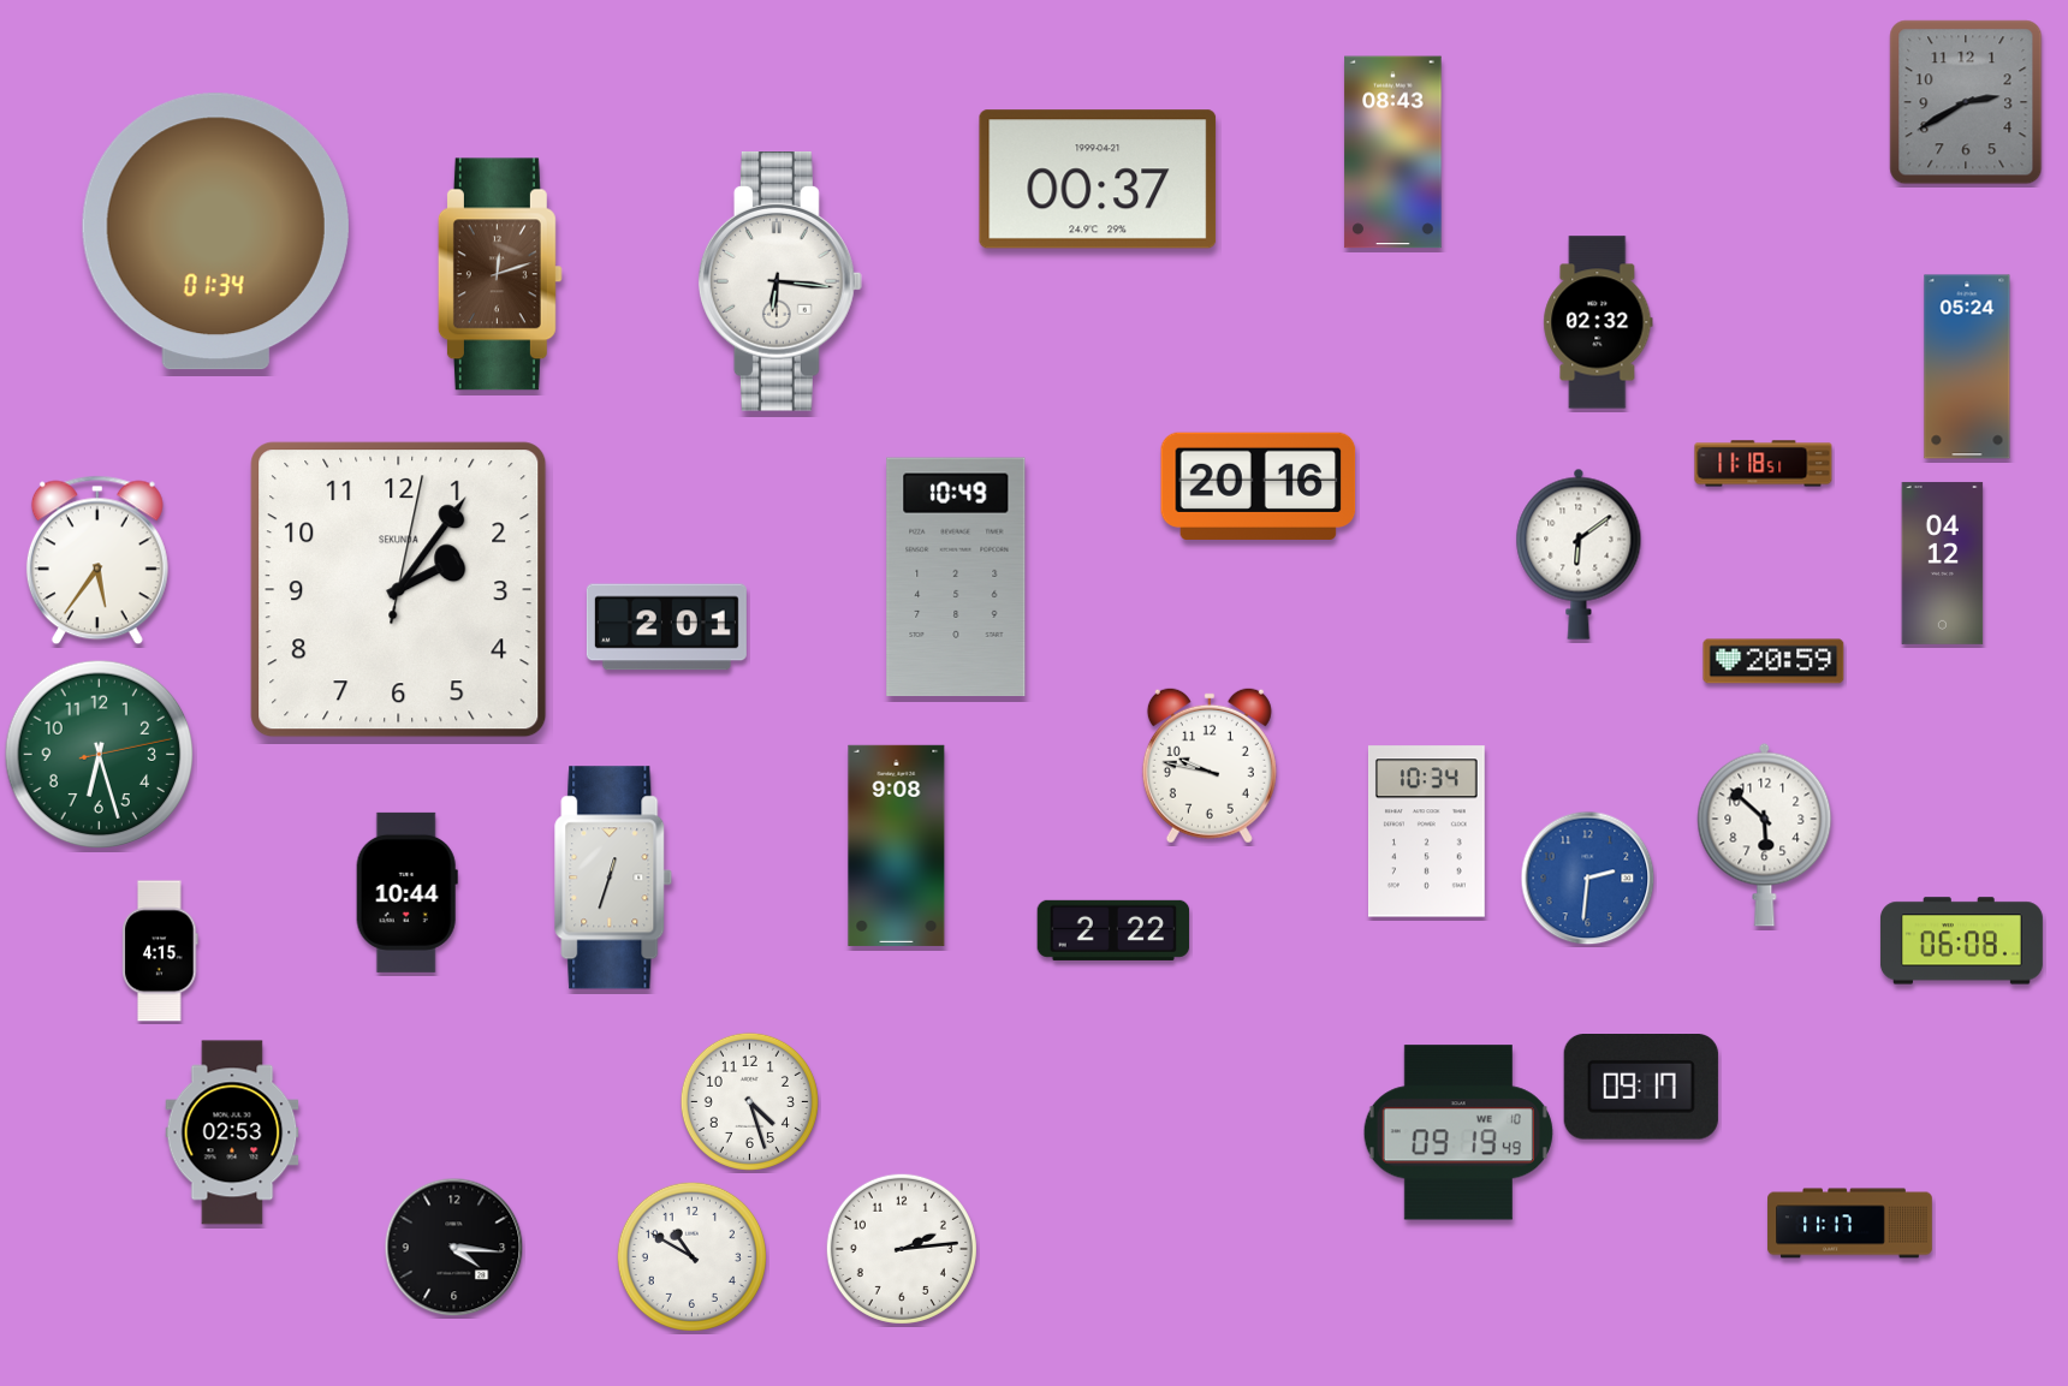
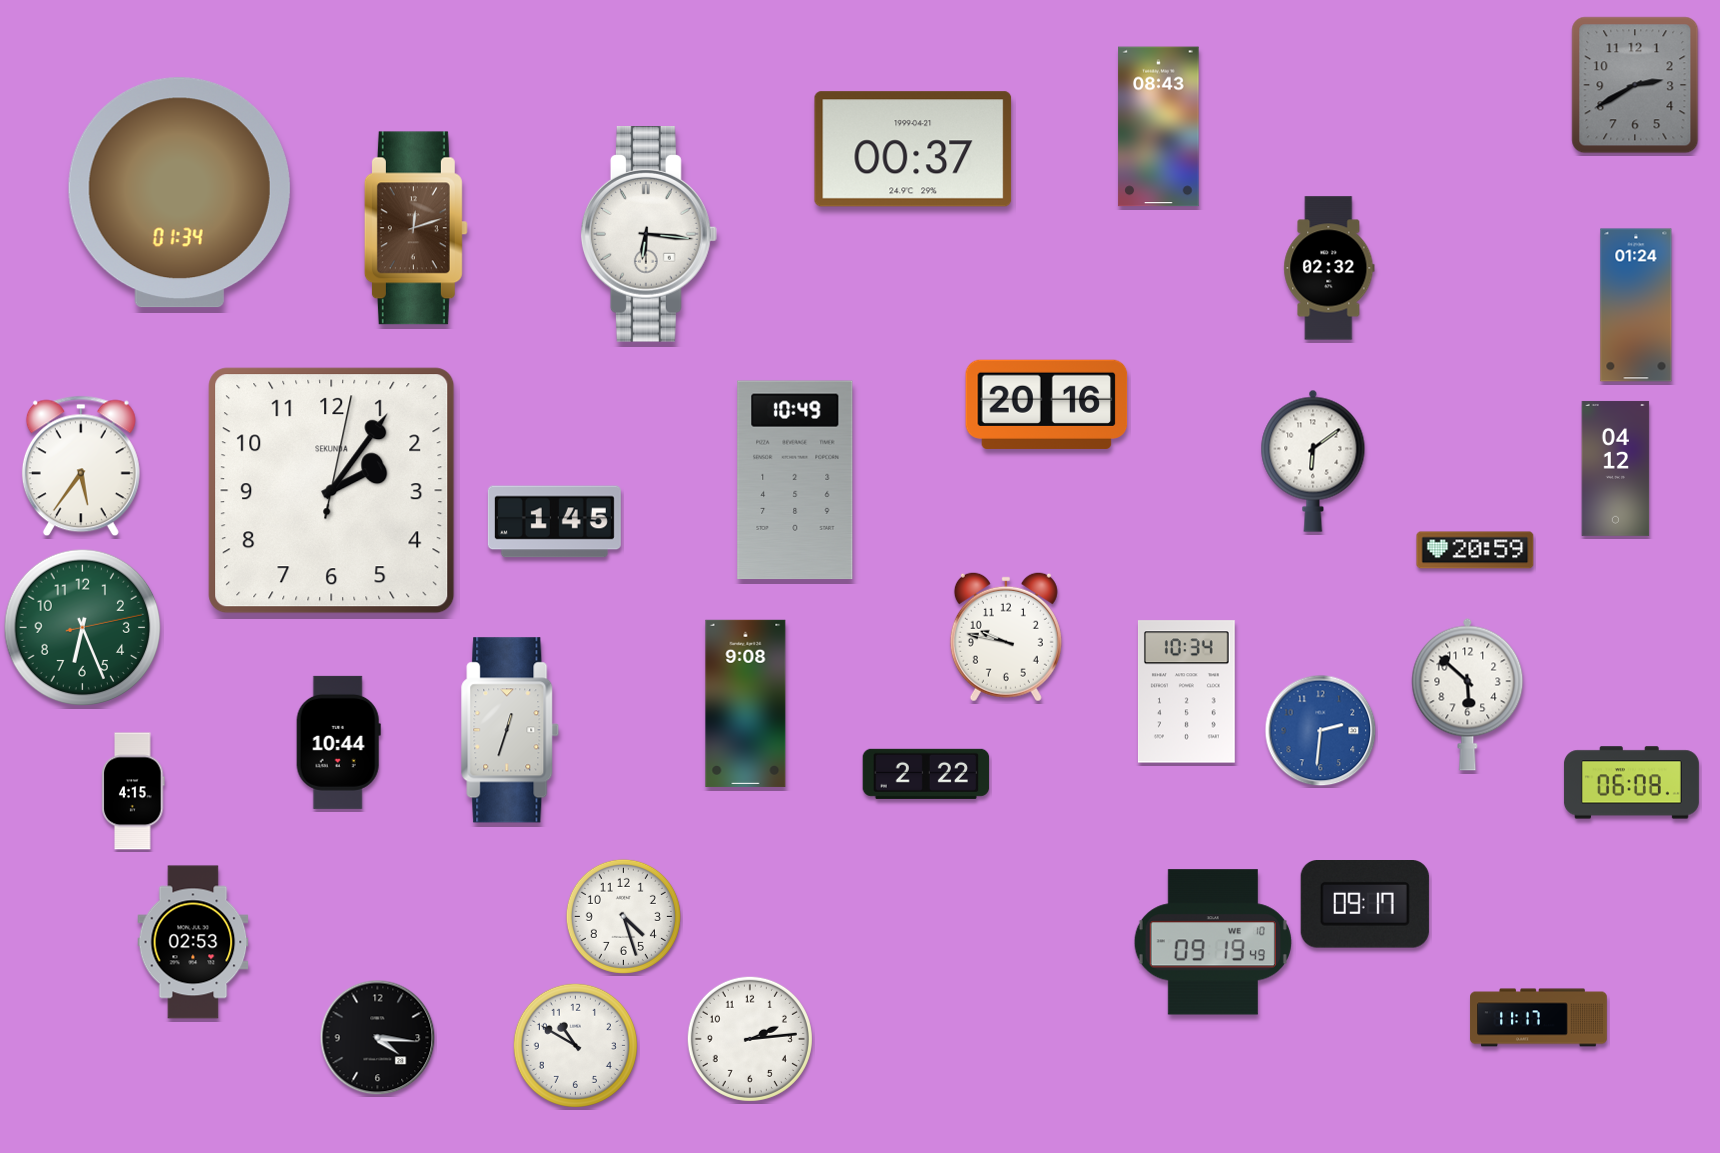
clock at (1967, 367): 05:24 -> 01:24
clock at (1764, 464): 11:18 -> none
clock at (666, 627): 2:01 -> 1:45
clock at (100, 755): 6:27 -> 6:26
